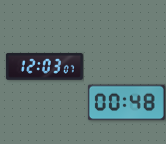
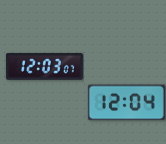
clock at (126, 103): 00:48 -> 12:04
